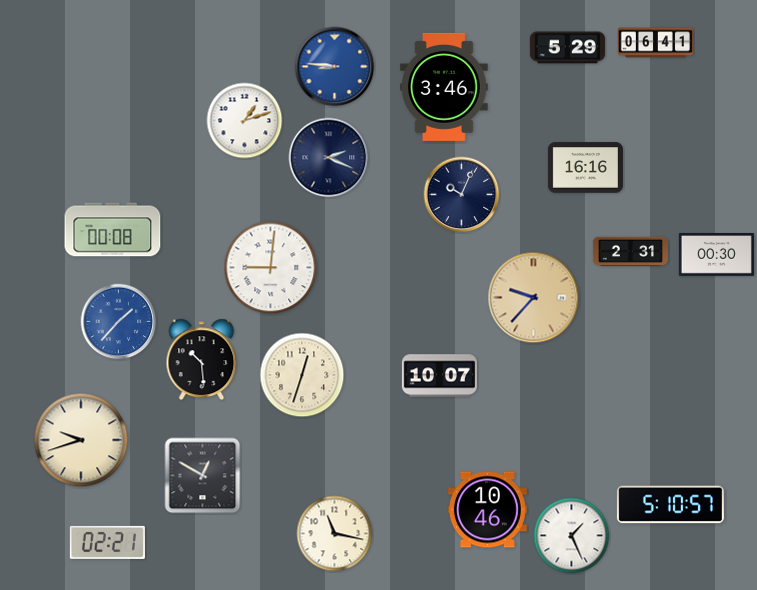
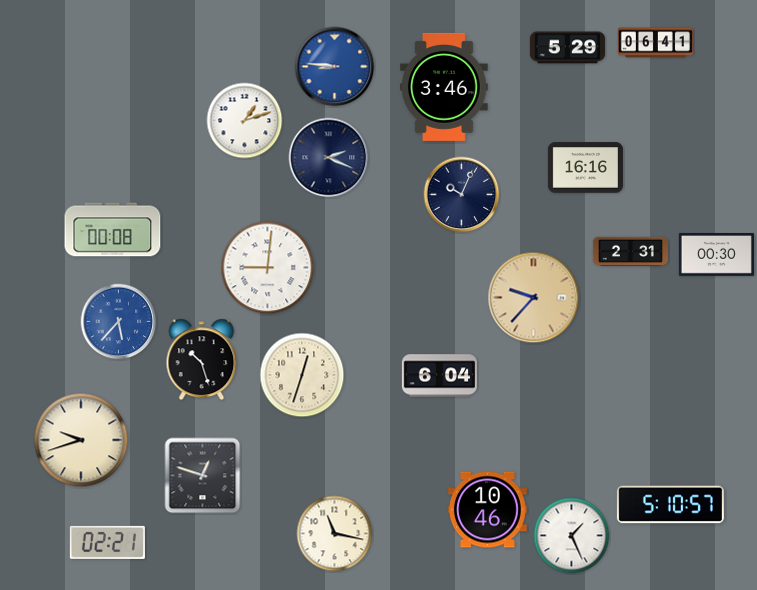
clock at (271, 268) position: (271, 268) -> (268, 268)
clock at (119, 322): 1:37 -> 5:37
clock at (202, 360): 10:29 -> 10:27
clock at (439, 376): 10:07 -> 6:04
clock at (203, 476): 12:50 -> 12:48
